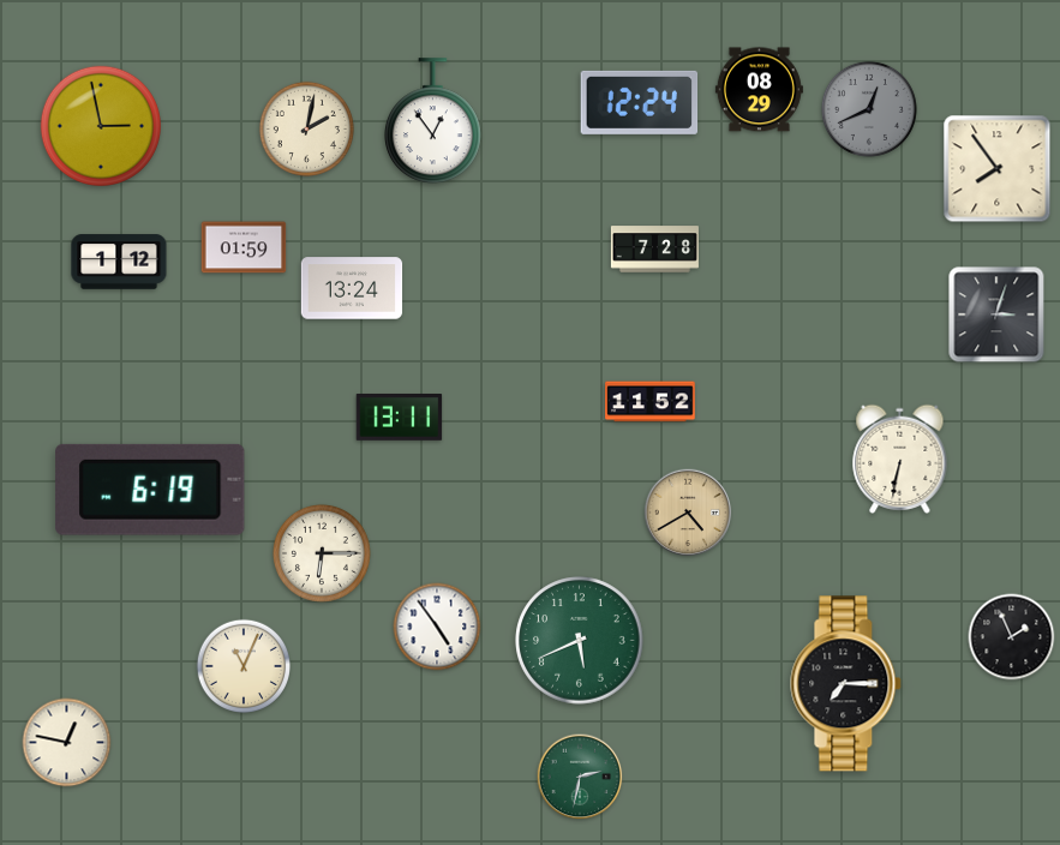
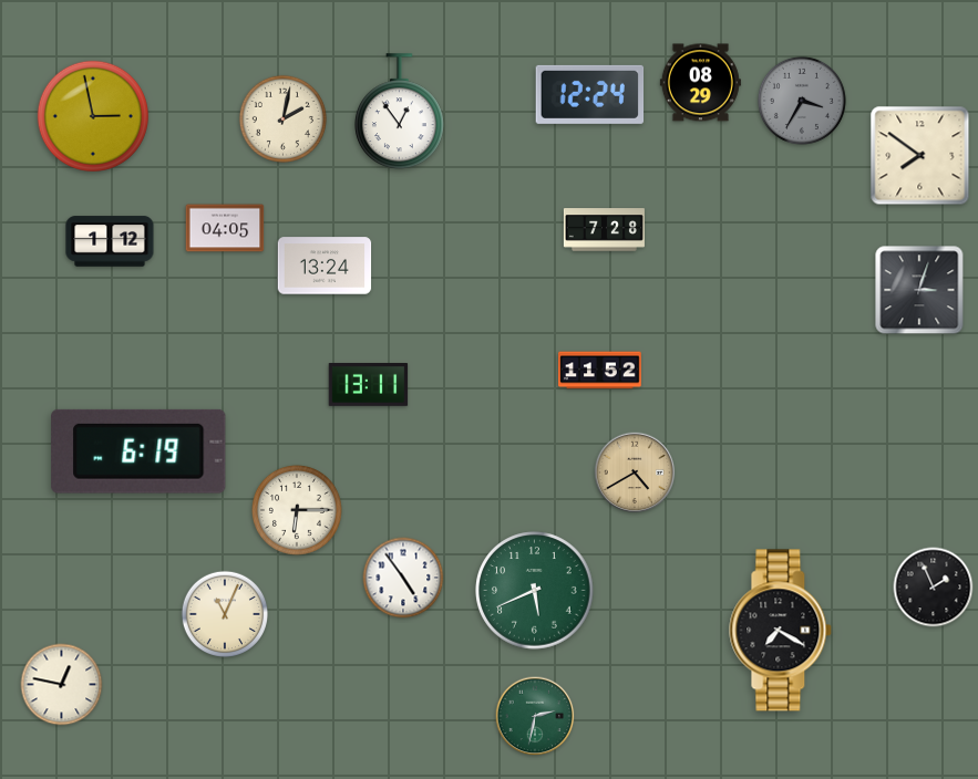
clock at (869, 109): 12:41 -> 3:35
clock at (998, 169): 7:54 -> 7:51
clock at (244, 247): 01:59 -> 04:05
clock at (900, 459): 6:32 -> none
clock at (846, 684): 7:15 -> 7:20
